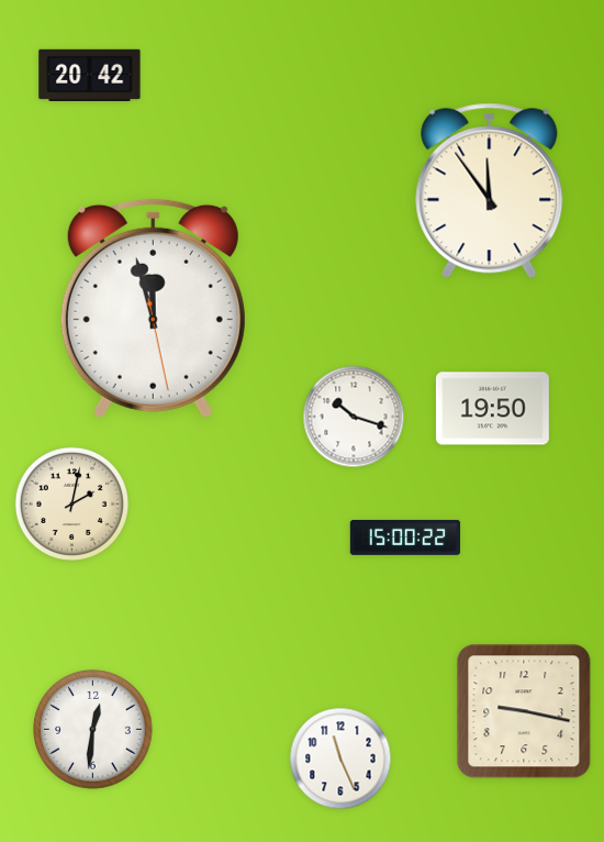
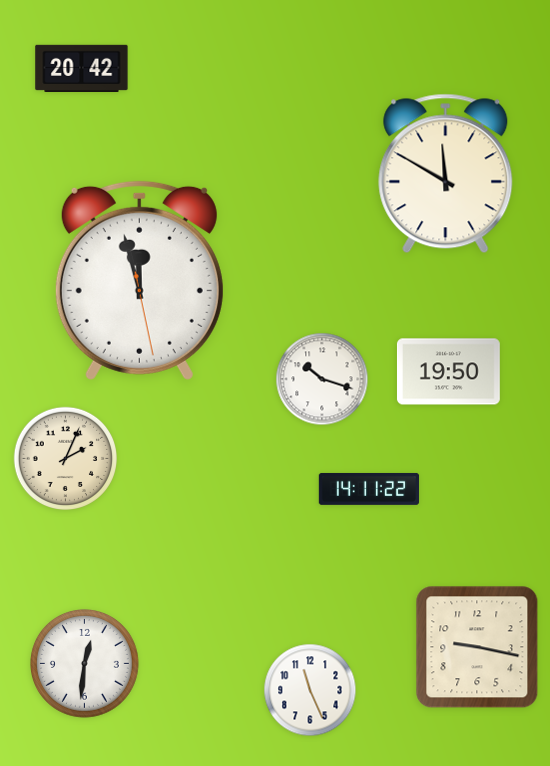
clock at (490, 191): 11:54 -> 11:50
clock at (71, 503): 2:02 -> 2:04
clock at (405, 538): 15:00 -> 14:11
